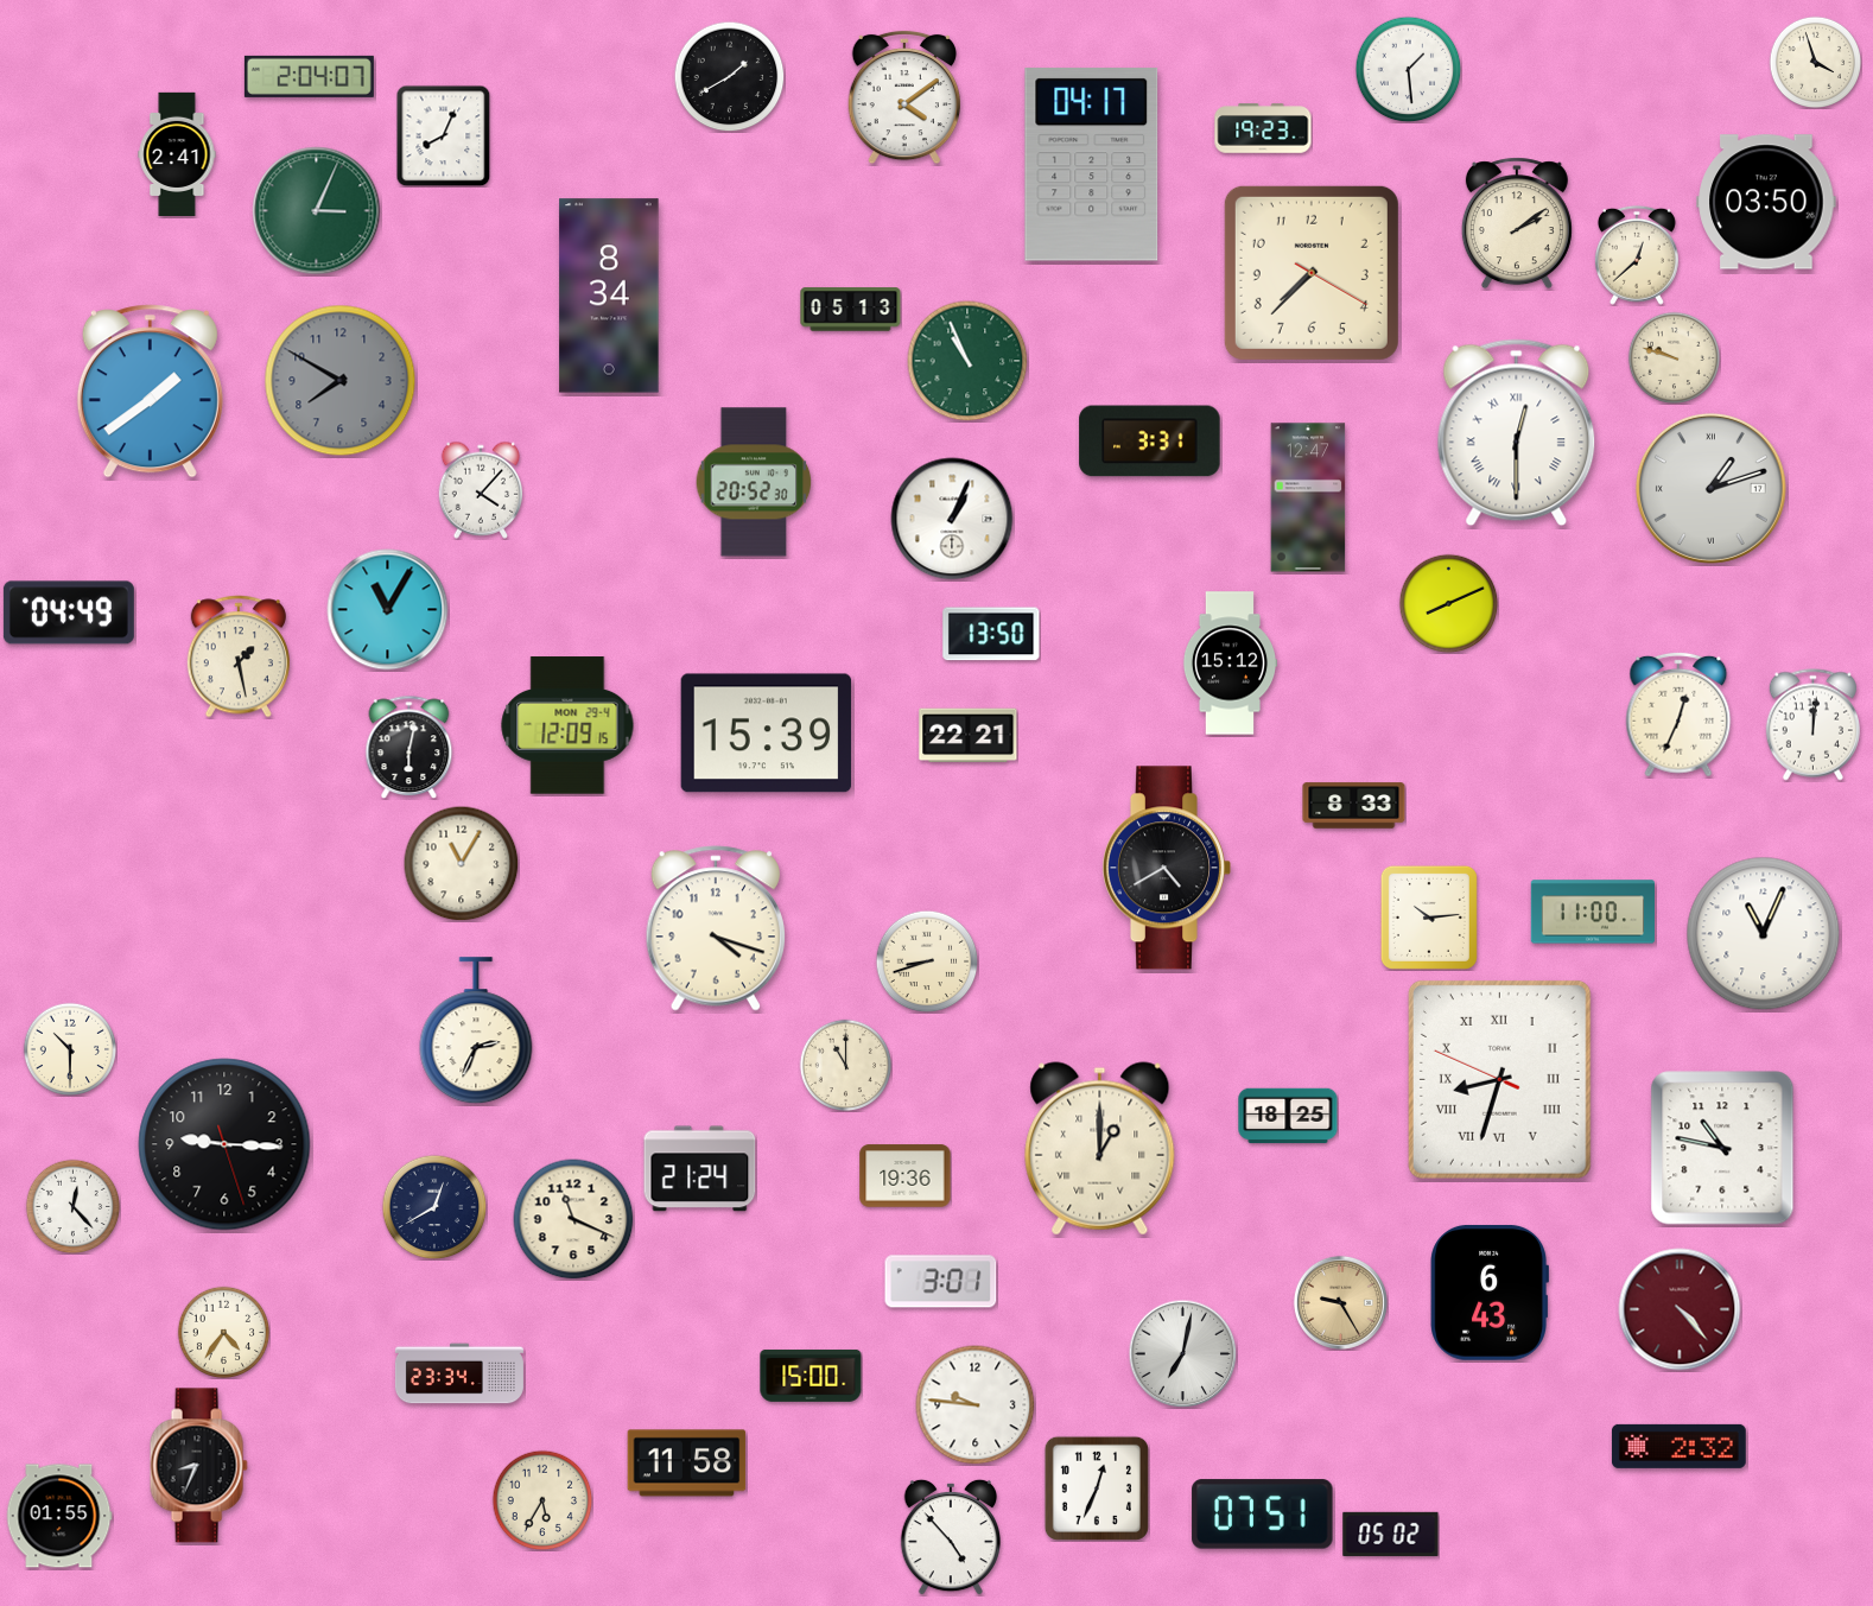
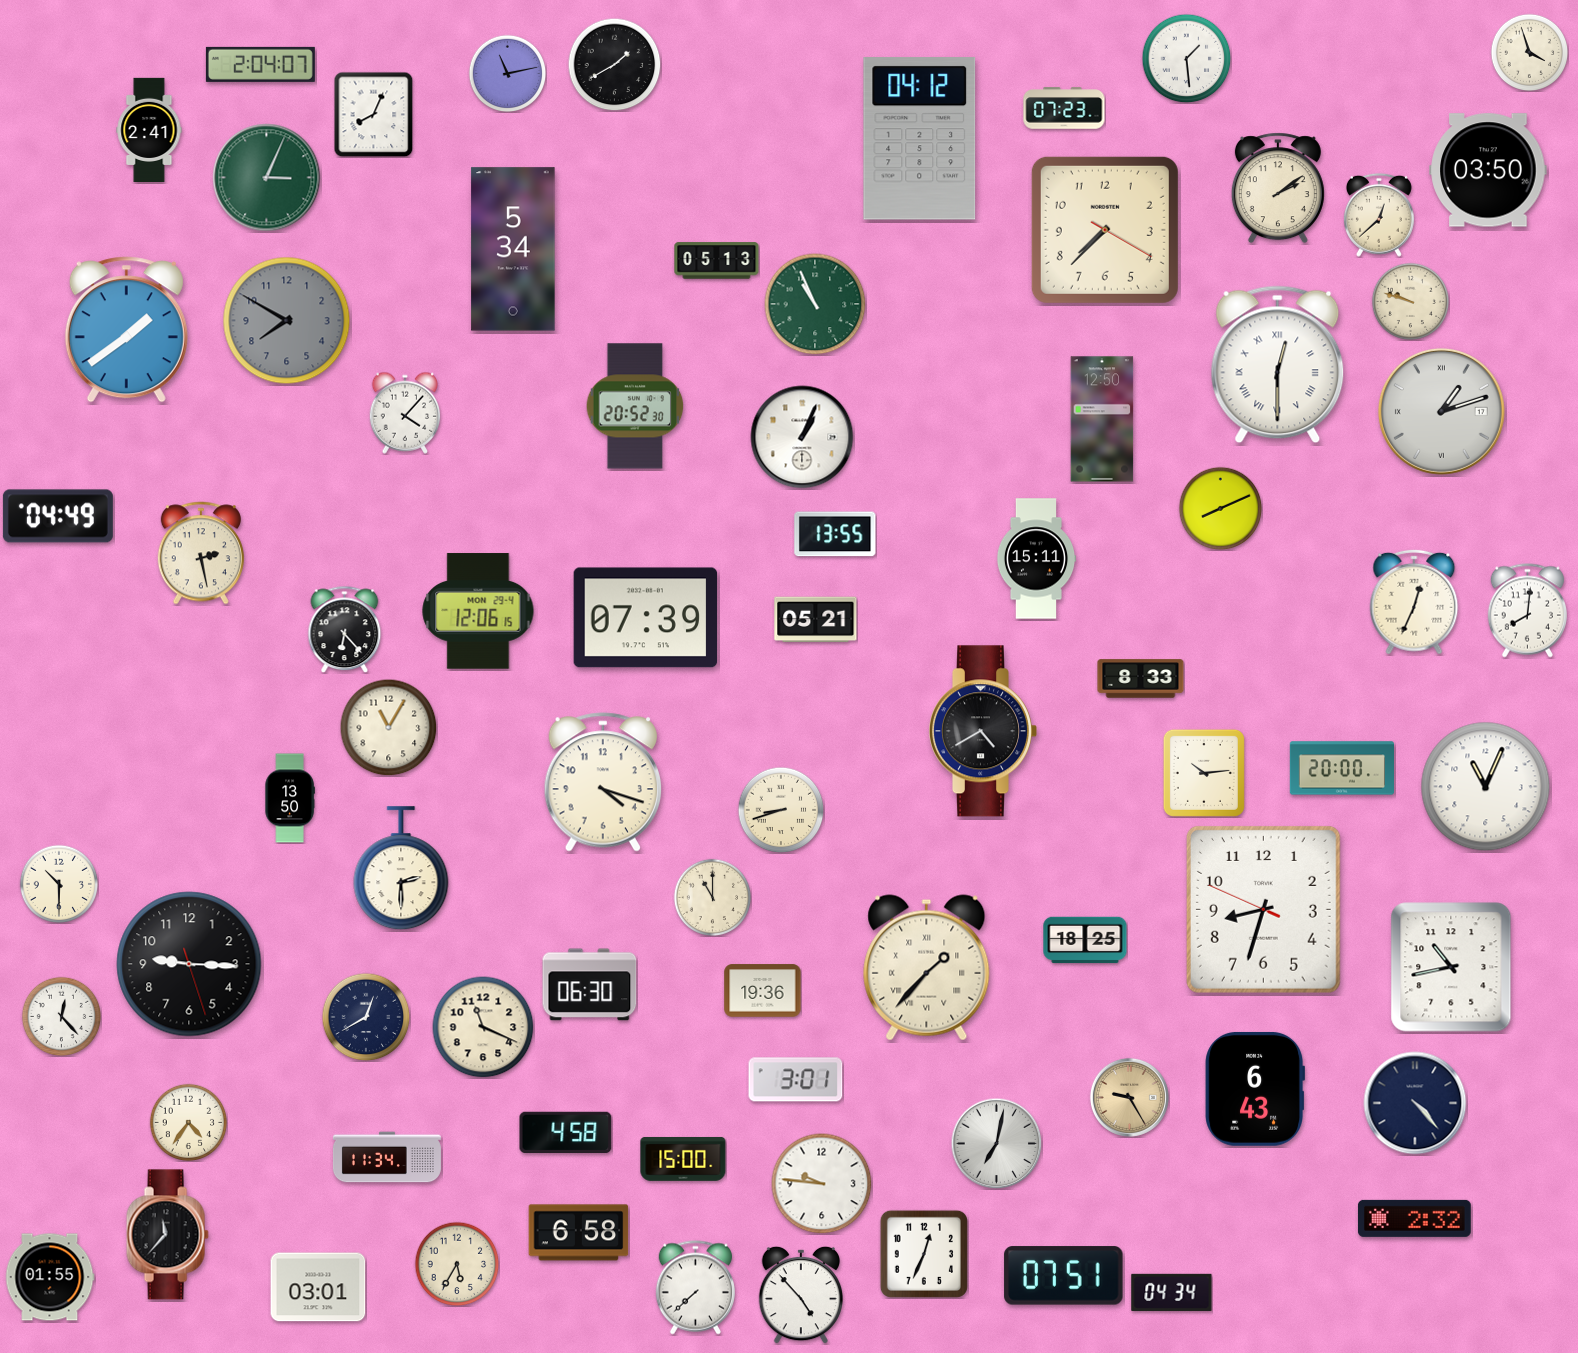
clock at (507, 73): none -> 11:13
clock at (903, 97): 4:09 -> none
clock at (1263, 128): 19:23 -> 07:23
clock at (1092, 165): 04:17 -> 04:12
clock at (609, 296): 8:34 -> 5:34
clock at (1150, 442): 3:31 -> none
clock at (1308, 497): 12:47 -> 12:50
clock at (388, 610): 11:05 -> none
clock at (991, 634): 13:50 -> 13:55
clock at (239, 656): 1:28 -> 2:28
clock at (1230, 664): 15:12 -> 15:11
clock at (567, 725): 12:09 -> 12:06
clock at (1812, 725): 12:01 -> 8:01
clock at (767, 734): 15:39 -> 07:39
clock at (969, 736): 22:21 -> 05:21
clock at (409, 747): 6:02 -> 6:23
clock at (1592, 912): 11:00 -> 20:00
clock at (290, 798): none -> 13:50
clock at (476, 1031): 2:34 -> 2:30
clock at (1499, 1079) numerals: Roman -> Arabic
clock at (1722, 1148): 10:47 -> 10:43
clock at (1100, 1149): 1:00 -> 1:37
clock at (700, 1169): 21:24 -> 06:30
clock at (941, 1282) position: (941, 1282) -> (796, 1080)
clock at (1680, 1309) dial: burgundy -> navy
clock at (566, 1132): none -> 4:58
clock at (1182, 1353) position: (1182, 1353) -> (996, 1143)
clock at (459, 1373): 23:34 -> 11:34
clock at (687, 1464): 11:58 -> 6:58
clock at (198, 1466): 8:34 -> 11:37
clock at (318, 1287): none -> 03:01
clock at (695, 1288): none -> 7:38
clock at (1391, 1534): 05:02 -> 04:34
